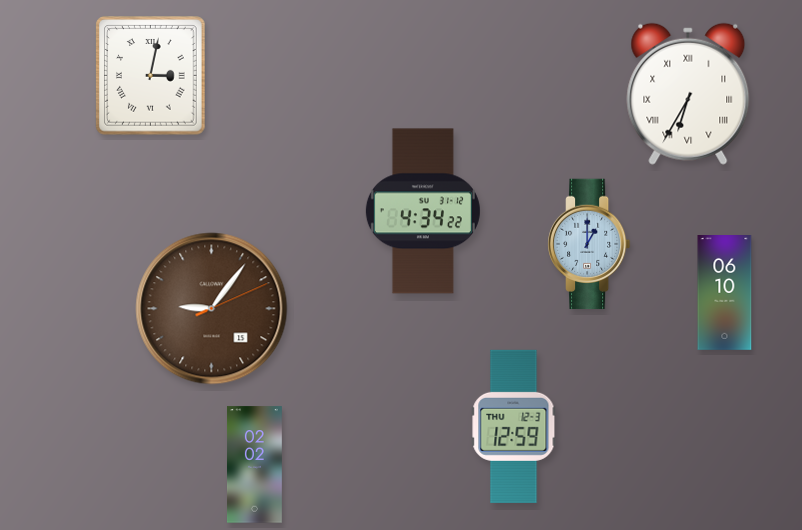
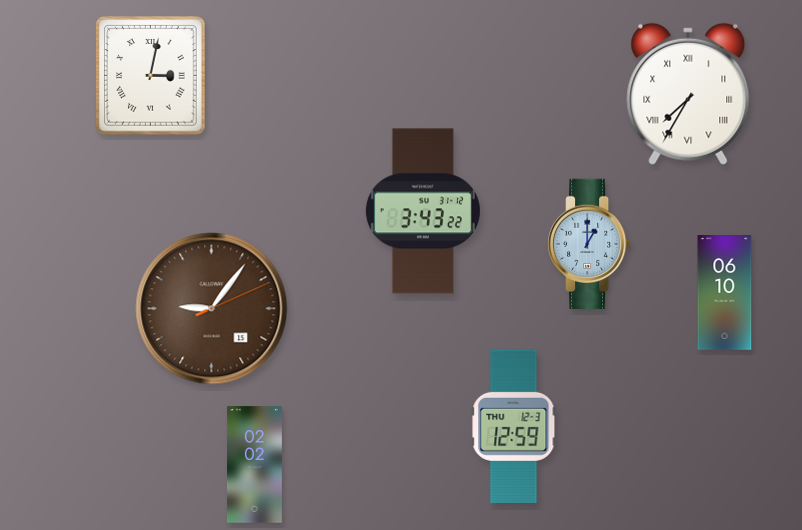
clock at (688, 94): 6:35 -> 7:35
clock at (423, 211): 4:34 -> 3:43
